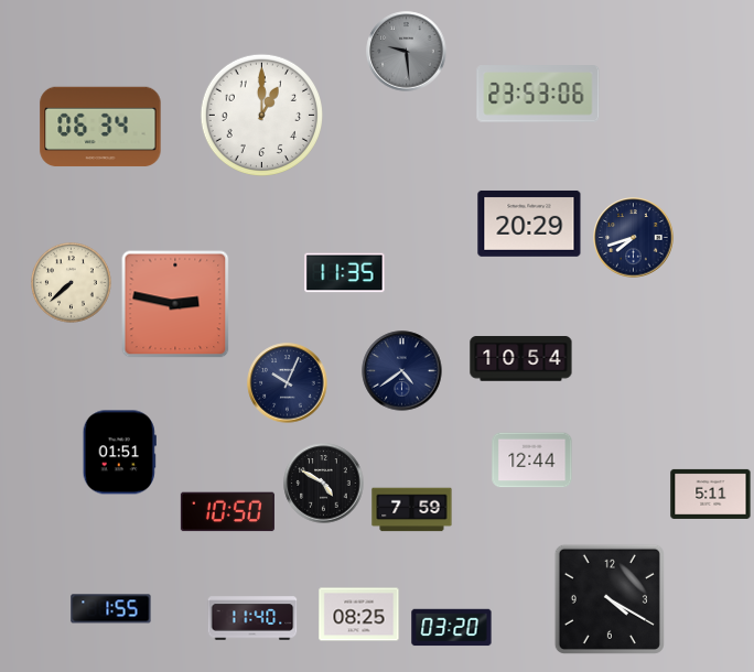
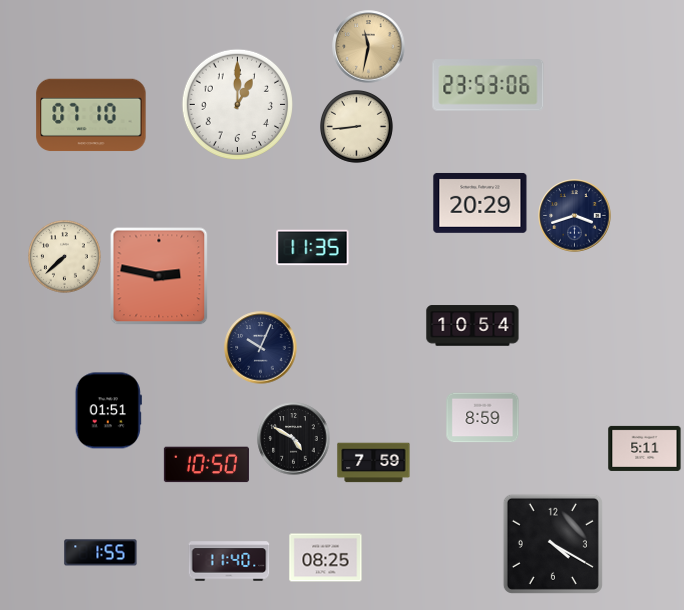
clock at (407, 52): 9:29 -> 11:32
clock at (407, 52) dial: grey -> champagne
clock at (100, 127): 06:34 -> 07:10
clock at (357, 127): none -> 8:44
clock at (634, 238): 7:42 -> 3:42
clock at (402, 371): 4:39 -> none
clock at (532, 460): 12:44 -> 8:59
clock at (452, 628): 03:20 -> none
